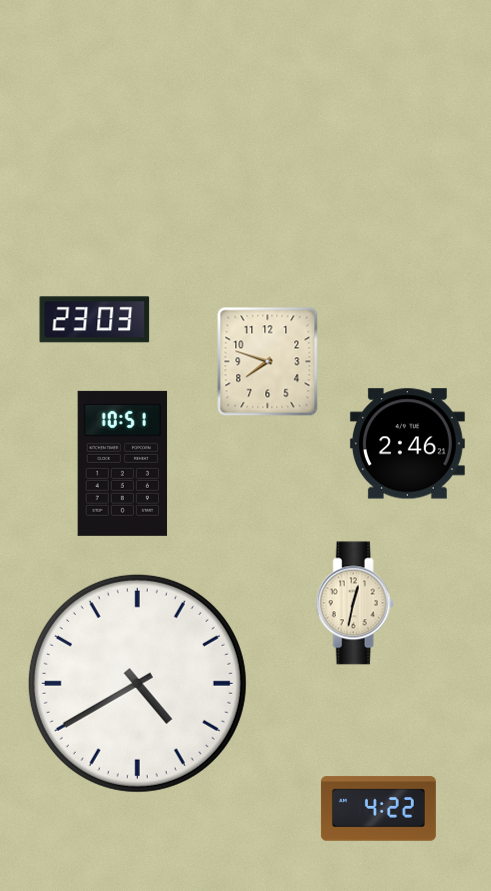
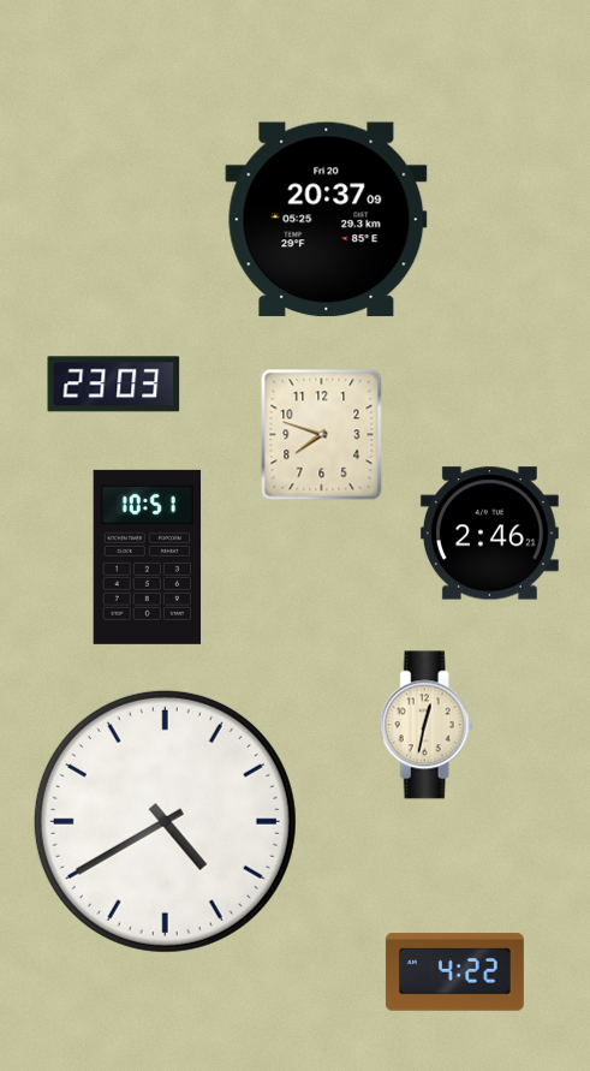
clock at (327, 220): none -> 20:37
